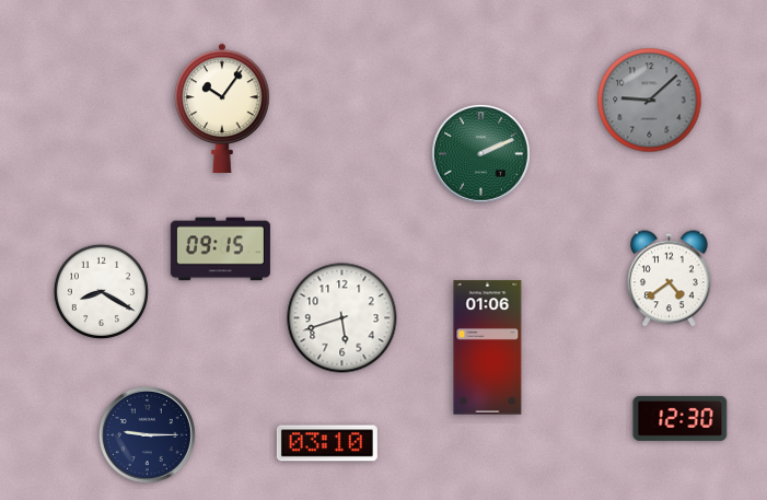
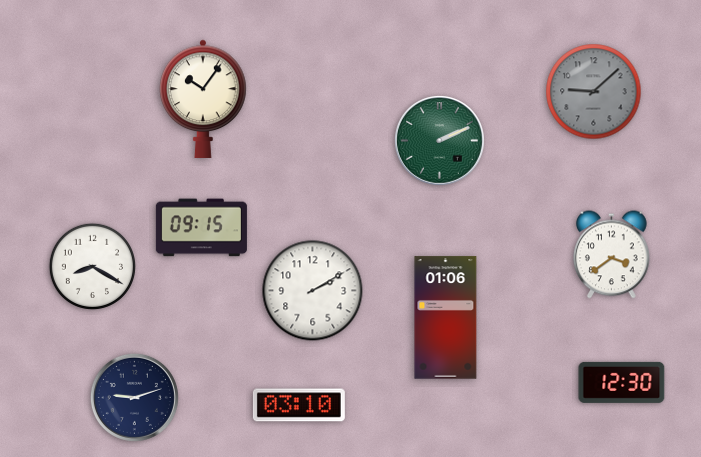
clock at (670, 279): 4:39 -> 3:39
clock at (342, 318): 5:42 -> 2:10
clock at (147, 434): 9:15 -> 9:12
